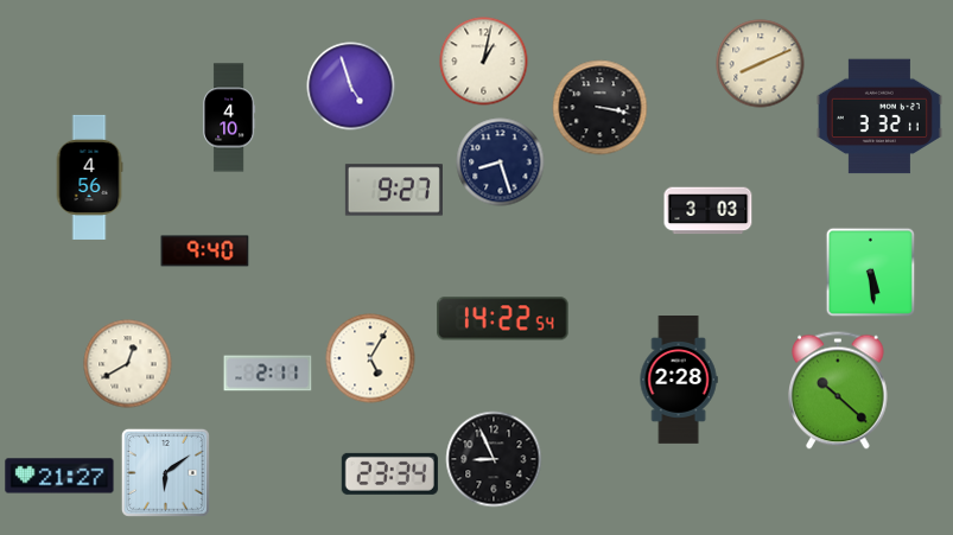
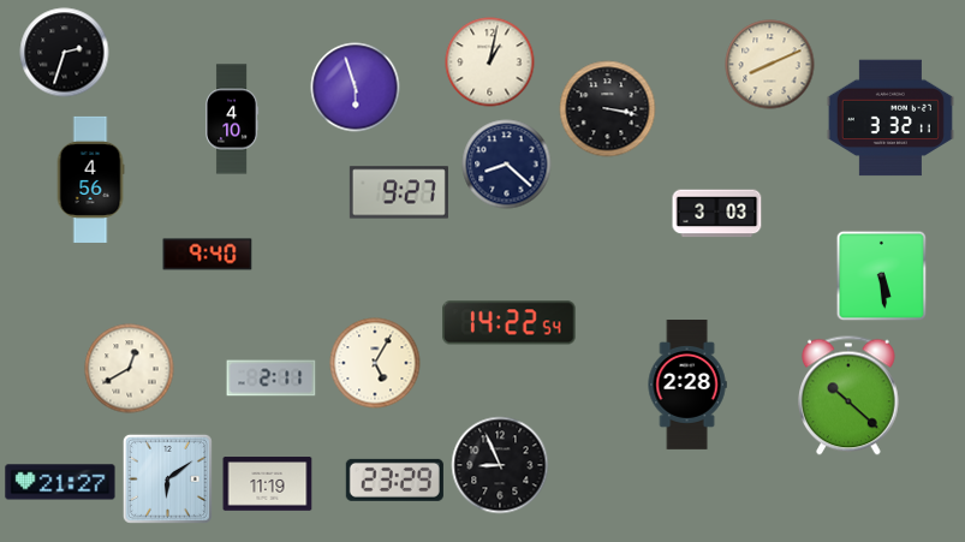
clock at (65, 53): none -> 2:33
clock at (351, 87): 4:57 -> 5:57
clock at (501, 163): 8:27 -> 8:22
clock at (389, 473): 23:34 -> 23:29
clock at (268, 484): none -> 11:19
